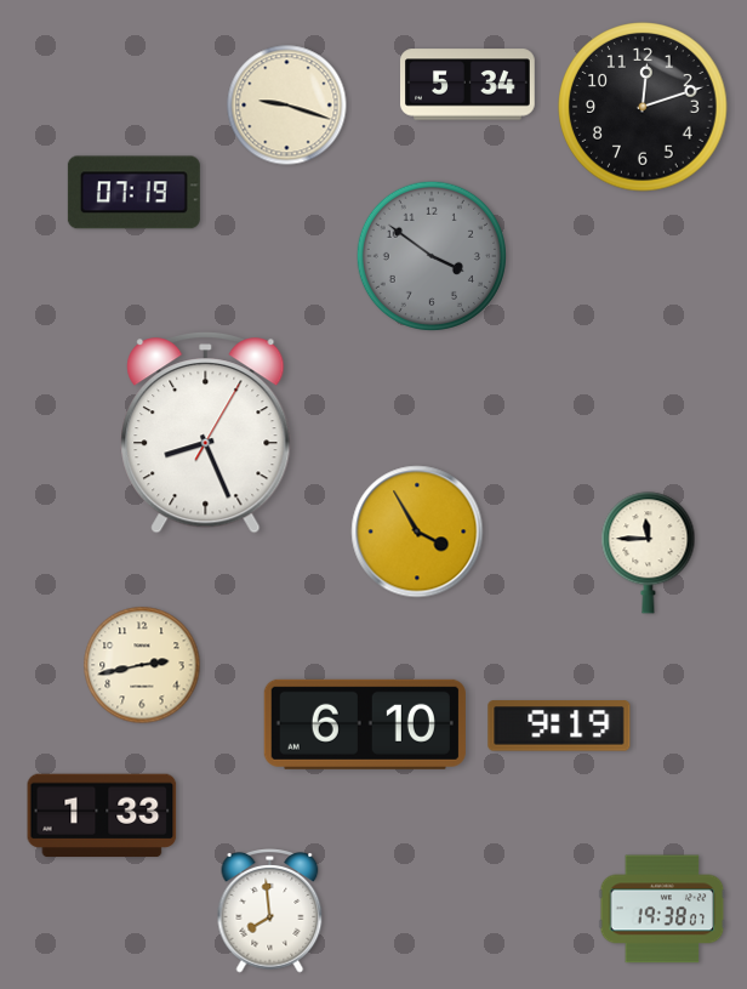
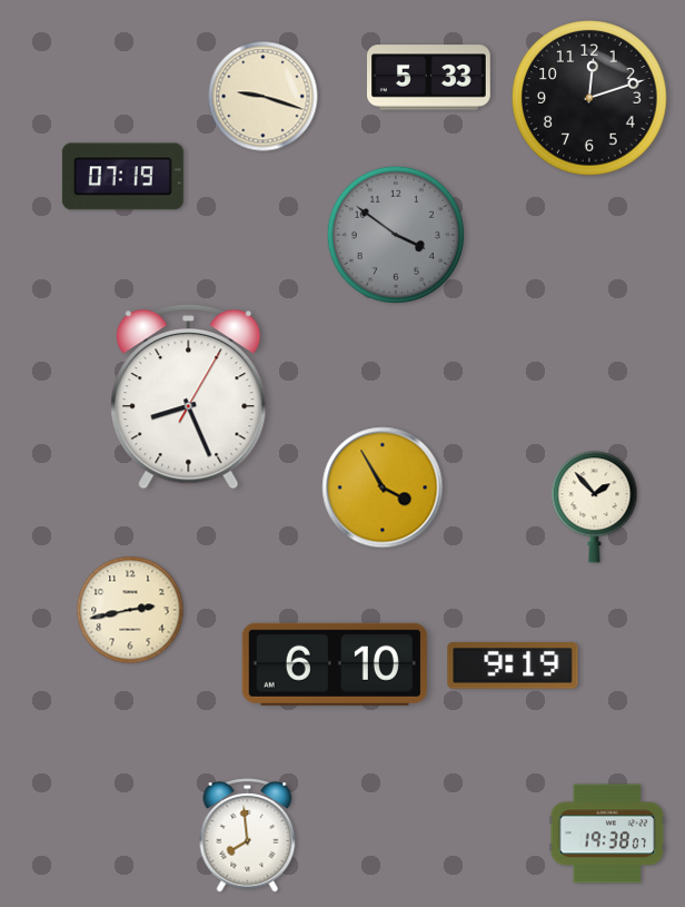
clock at (468, 85): 5:34 -> 5:33
clock at (649, 553): 11:45 -> 1:53
clock at (102, 815): 1:33 -> none
